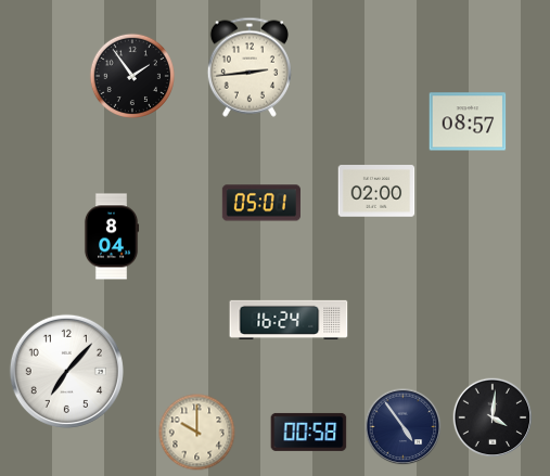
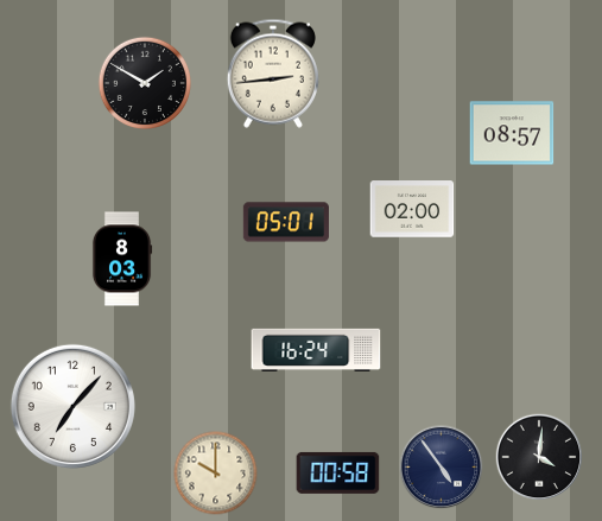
clock at (131, 75): 1:54 -> 1:50
clock at (112, 236): 8:04 -> 8:03
